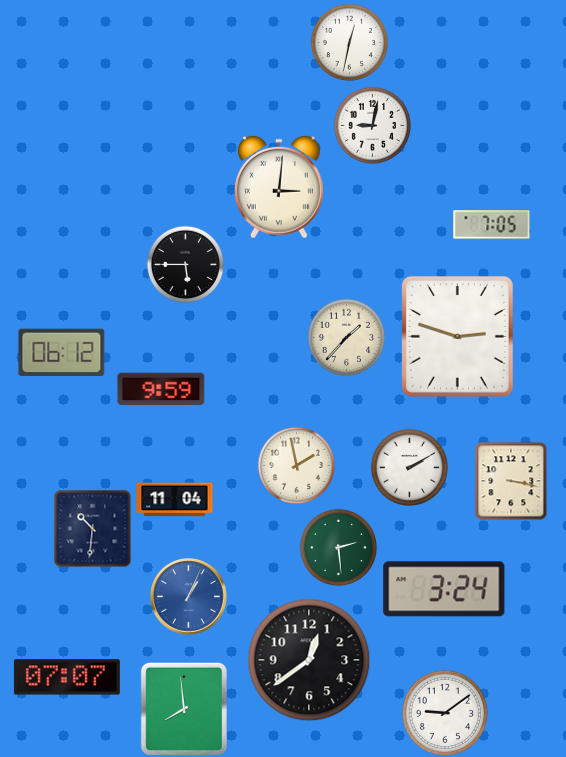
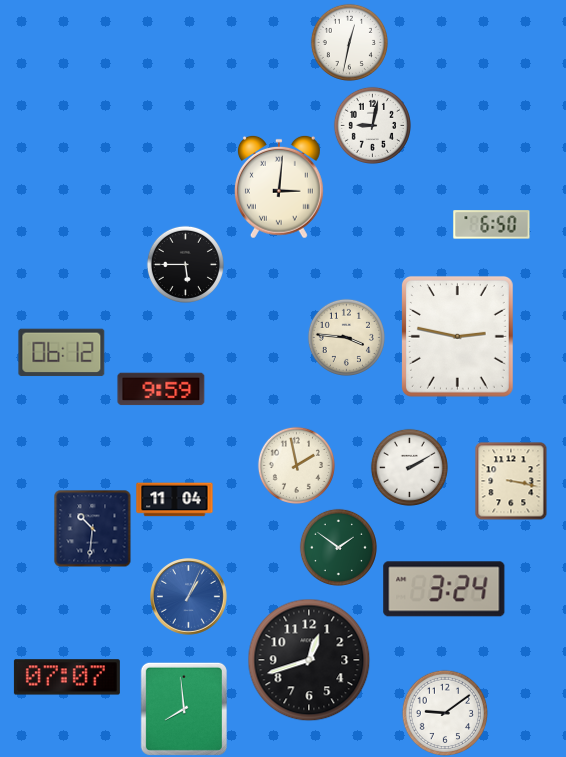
clock at (492, 225): 7:05 -> 6:50
clock at (457, 336): 2:48 -> 2:47
clock at (346, 337): 1:37 -> 3:46
clock at (338, 547): 2:29 -> 1:51
clock at (309, 660): 12:39 -> 12:42
